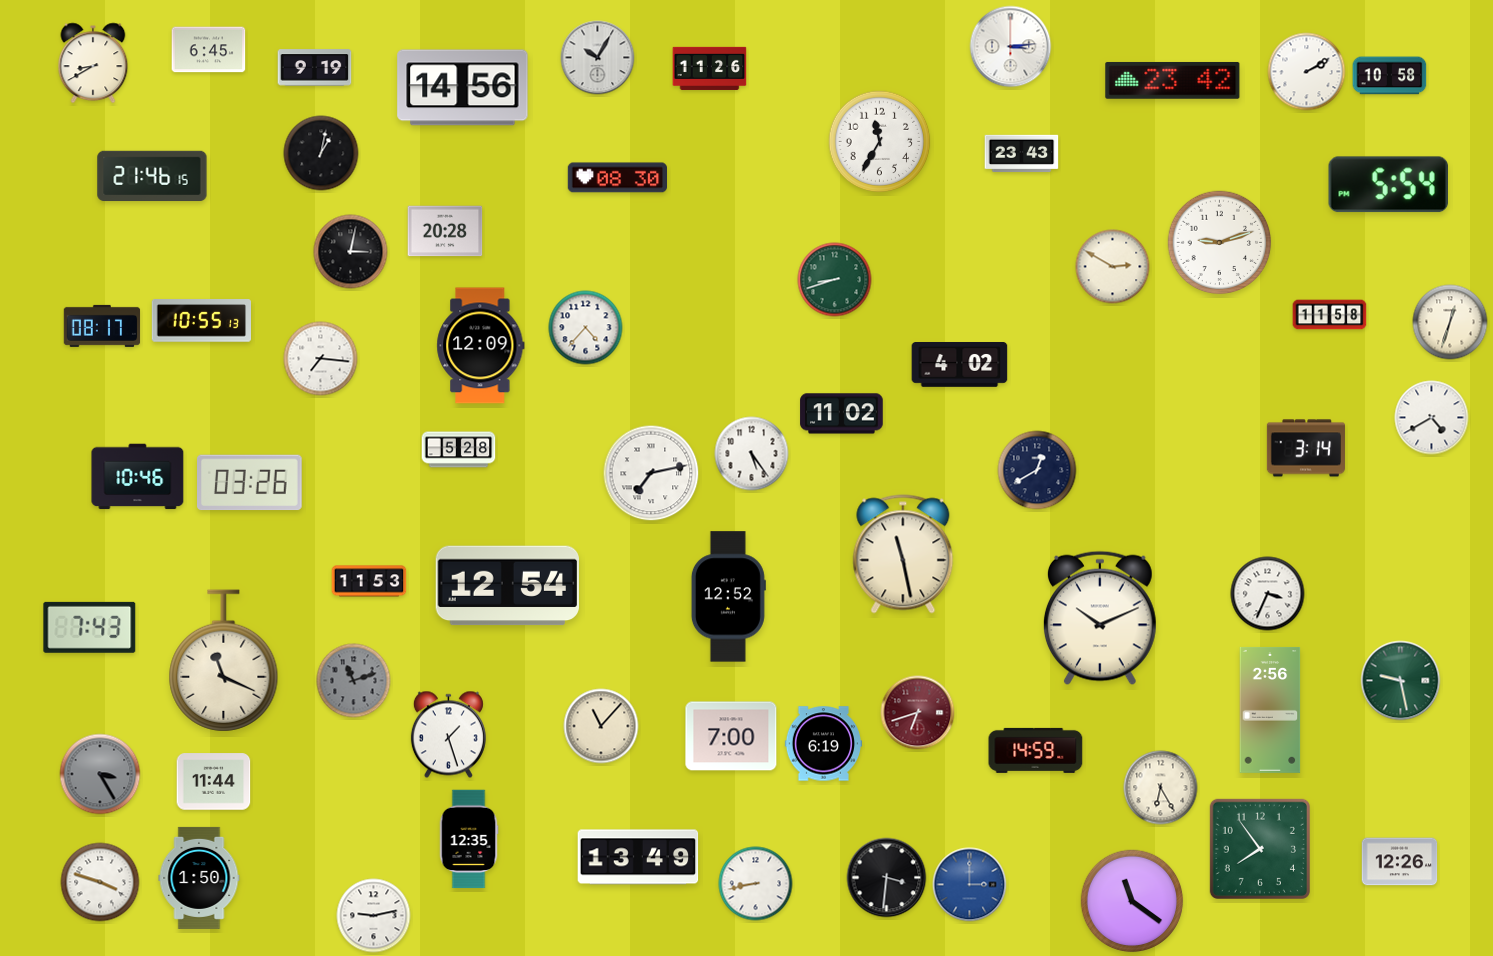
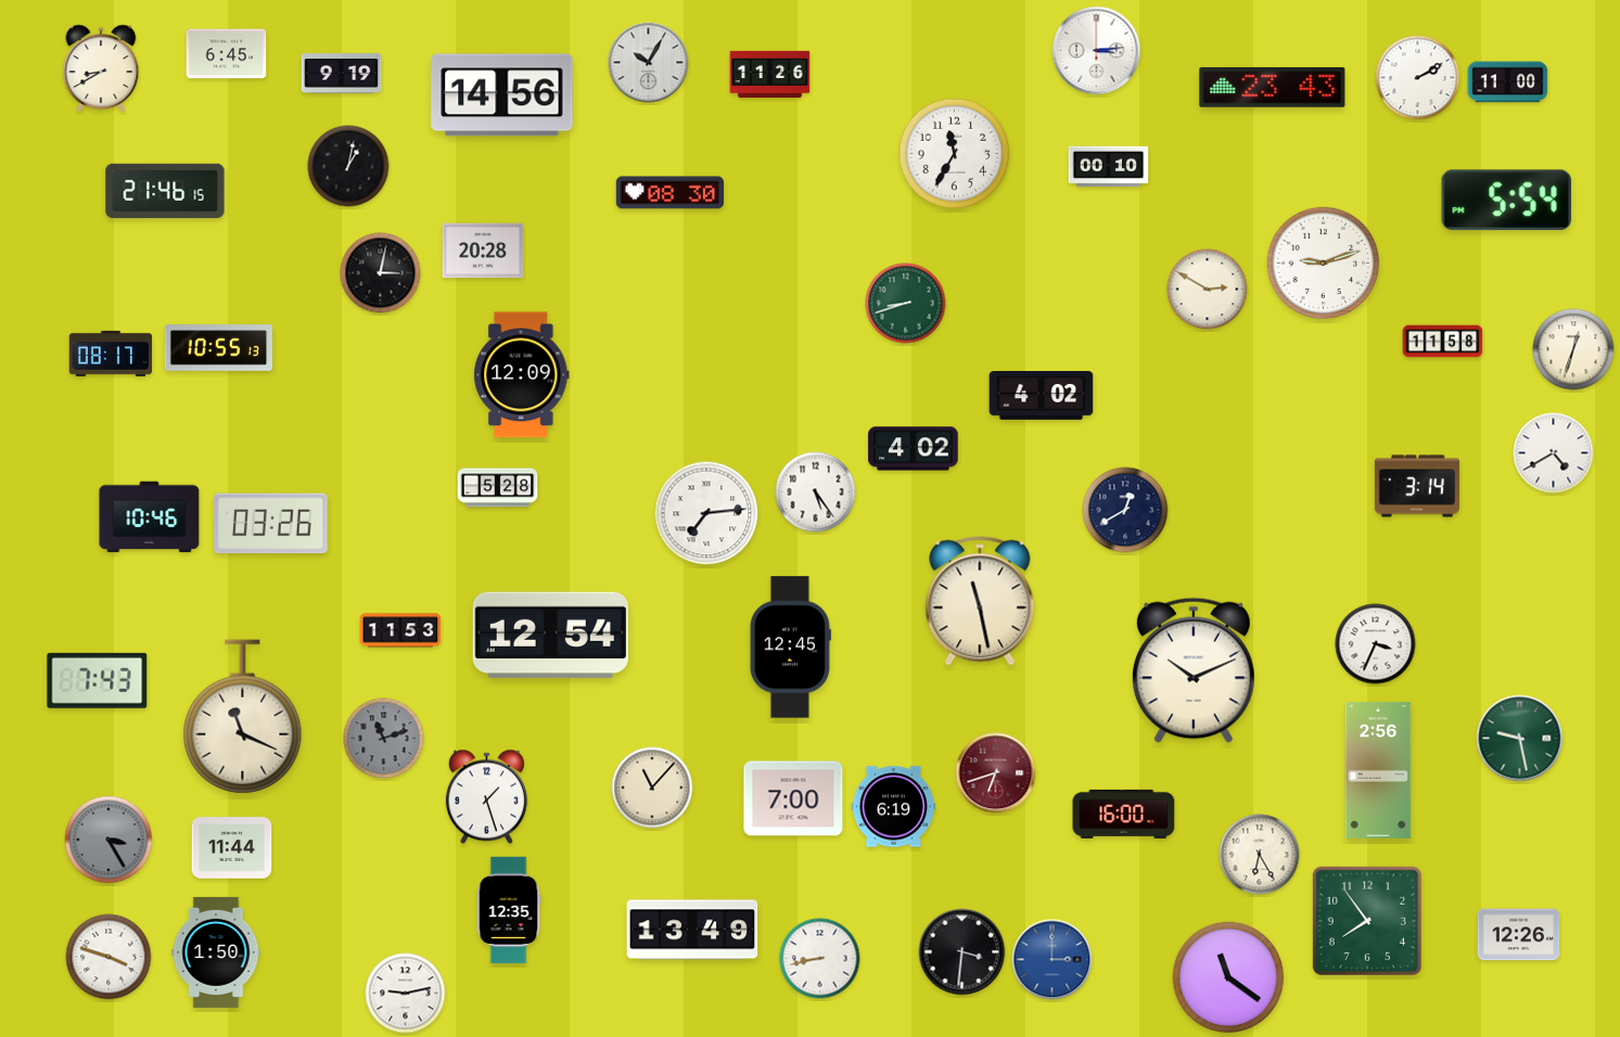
clock at (1390, 76): 10:58 -> 11:00
clock at (1173, 80): 23:42 -> 23:43
clock at (1022, 154): 23:43 -> 00:10
clock at (586, 328): 4:37 -> none
clock at (321, 359): 7:16 -> none
clock at (842, 414): 11:02 -> 4:02
clock at (651, 473): 7:13 -> 7:14
clock at (728, 597): 12:52 -> 12:45
clock at (1036, 750): 14:59 -> 16:00
